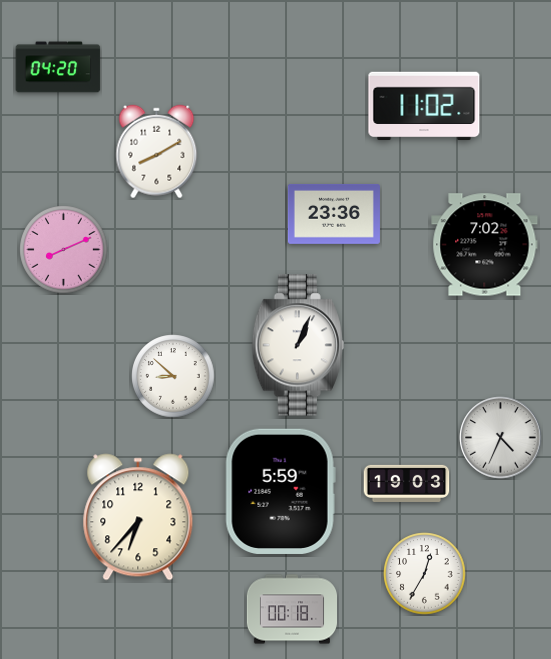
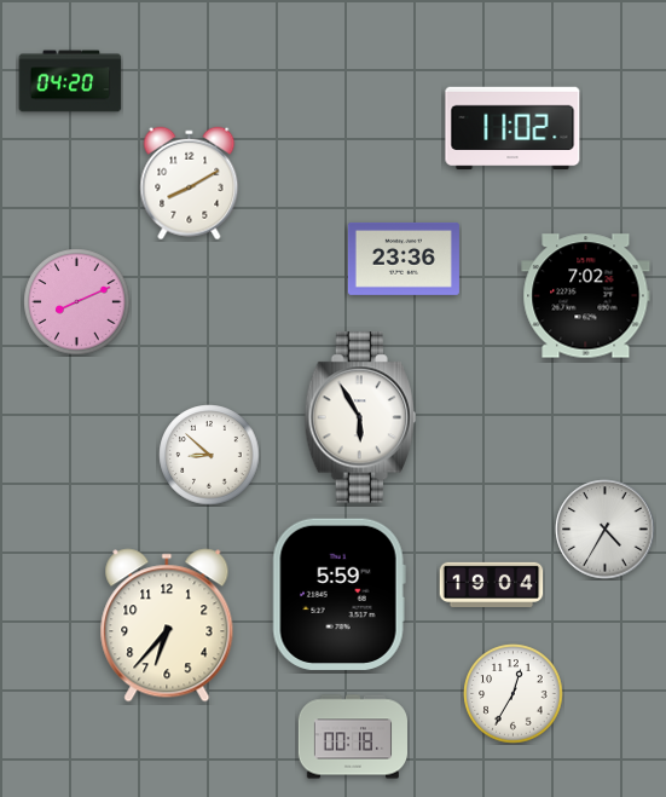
clock at (298, 345): 1:04 -> 5:55
clock at (501, 438): 4:34 -> 4:35
clock at (407, 483): 19:03 -> 19:04
